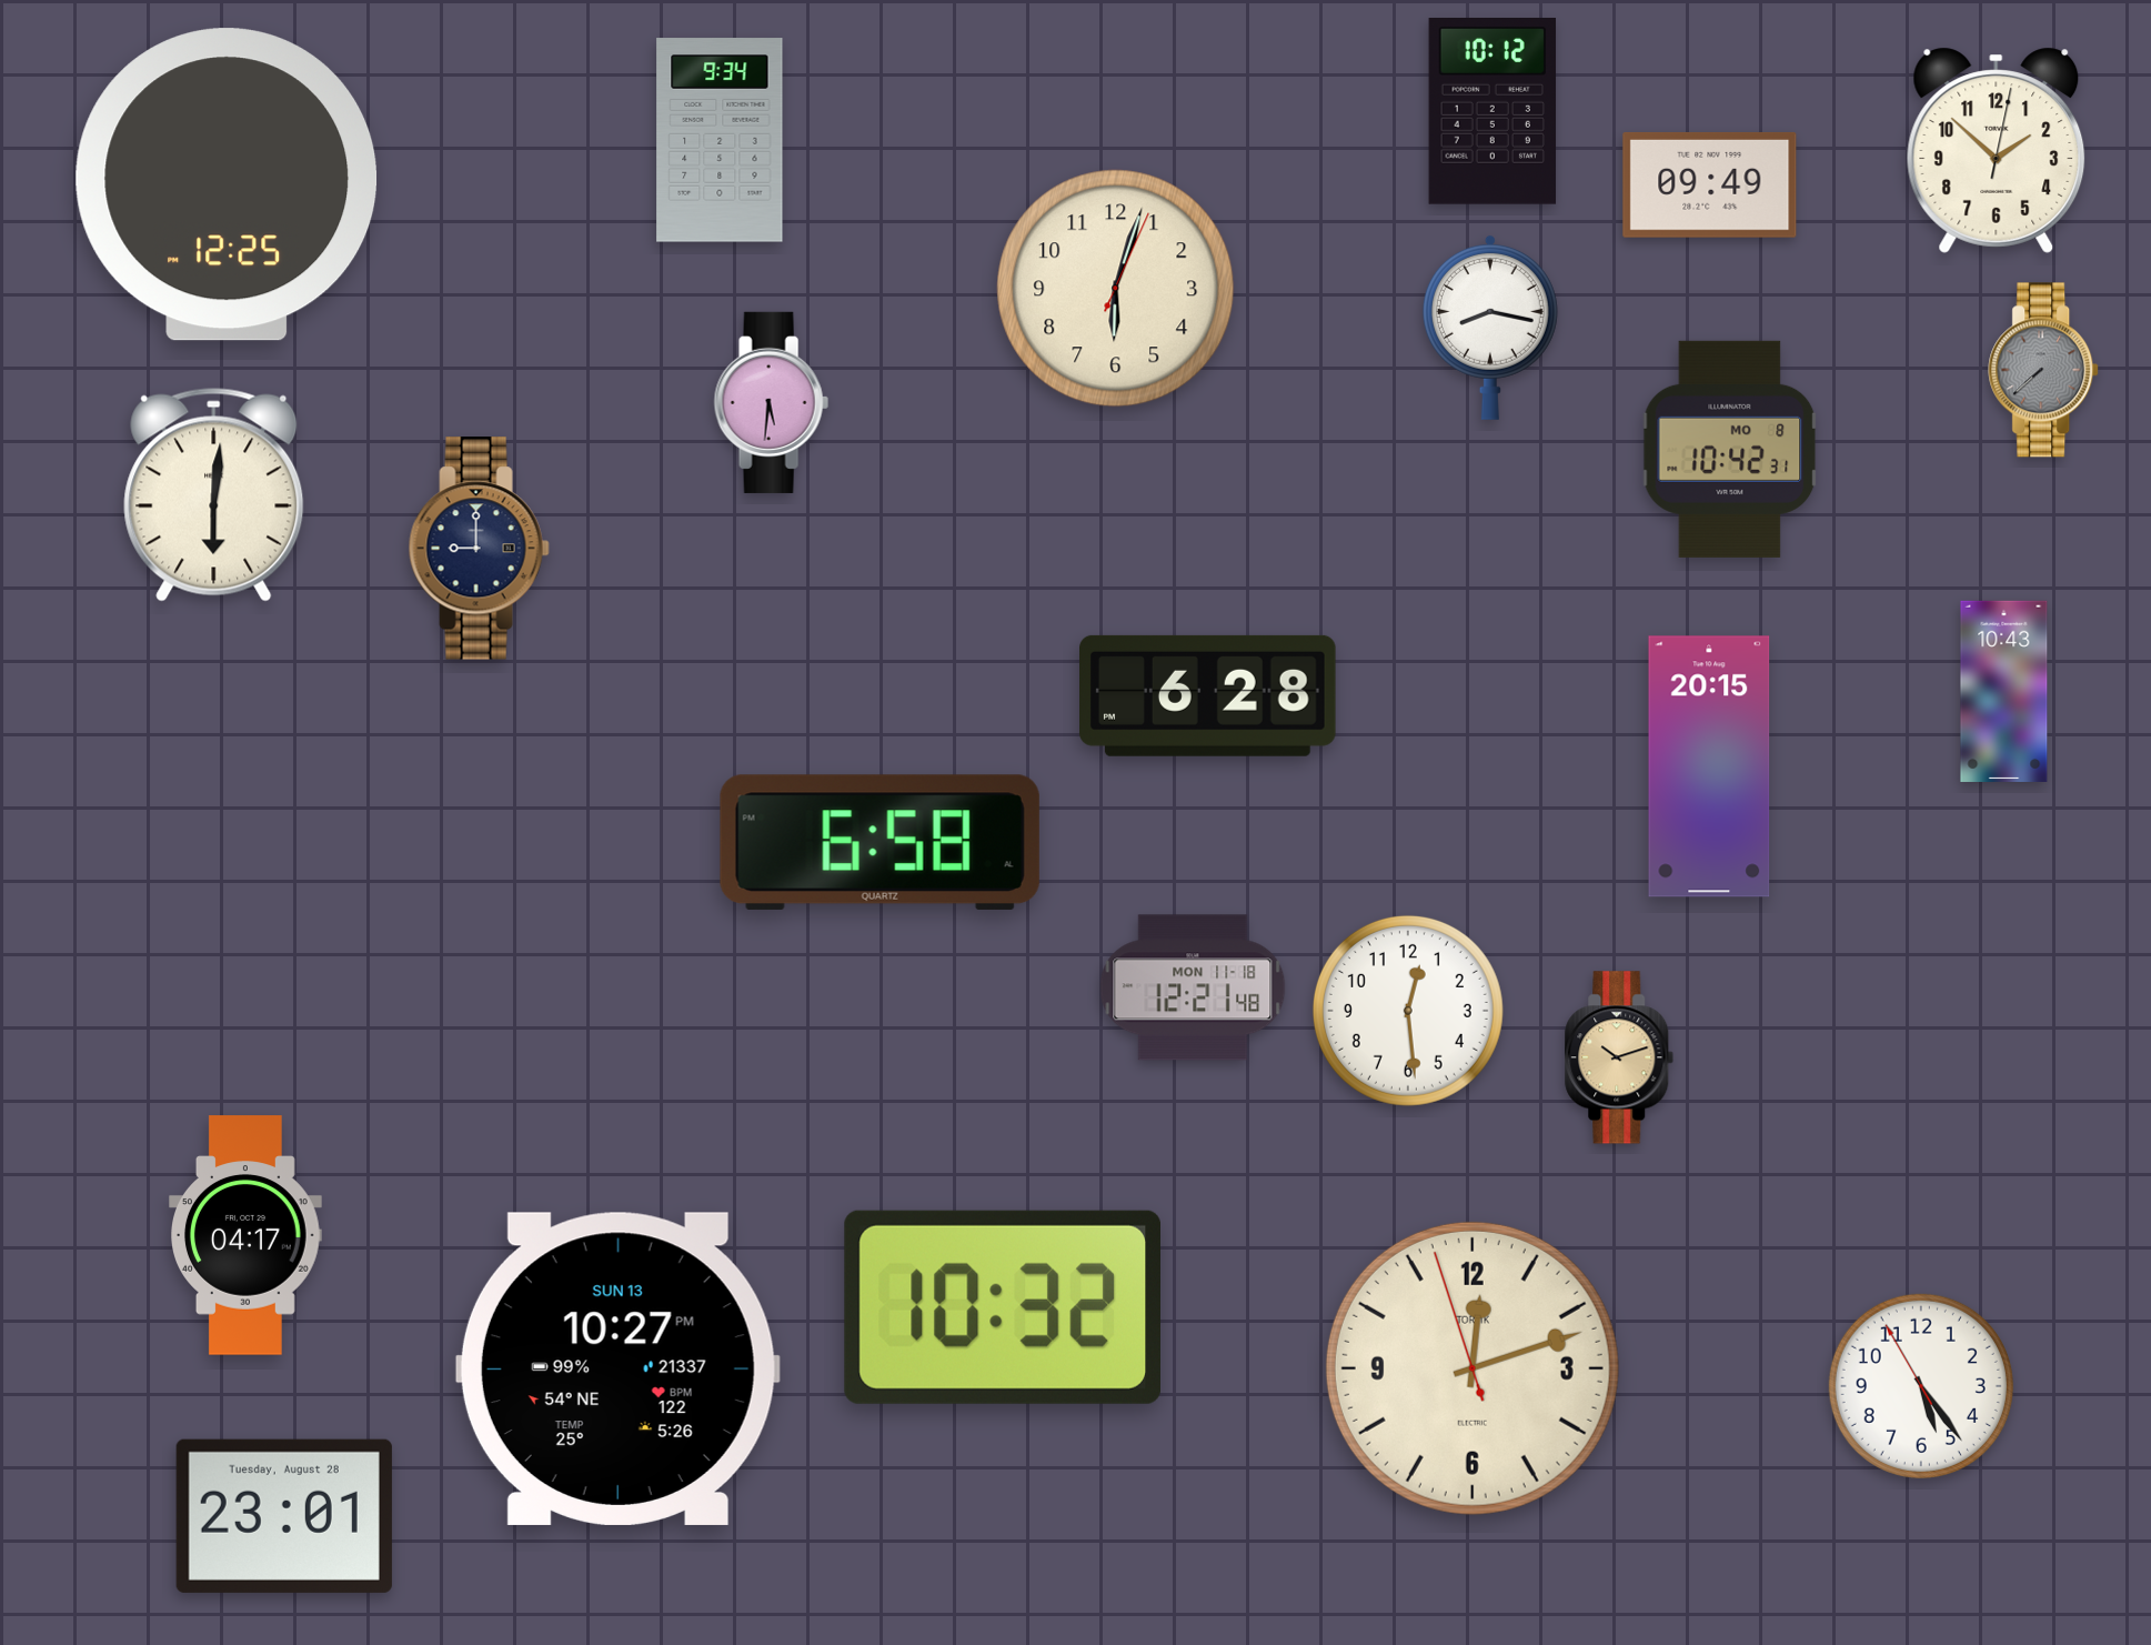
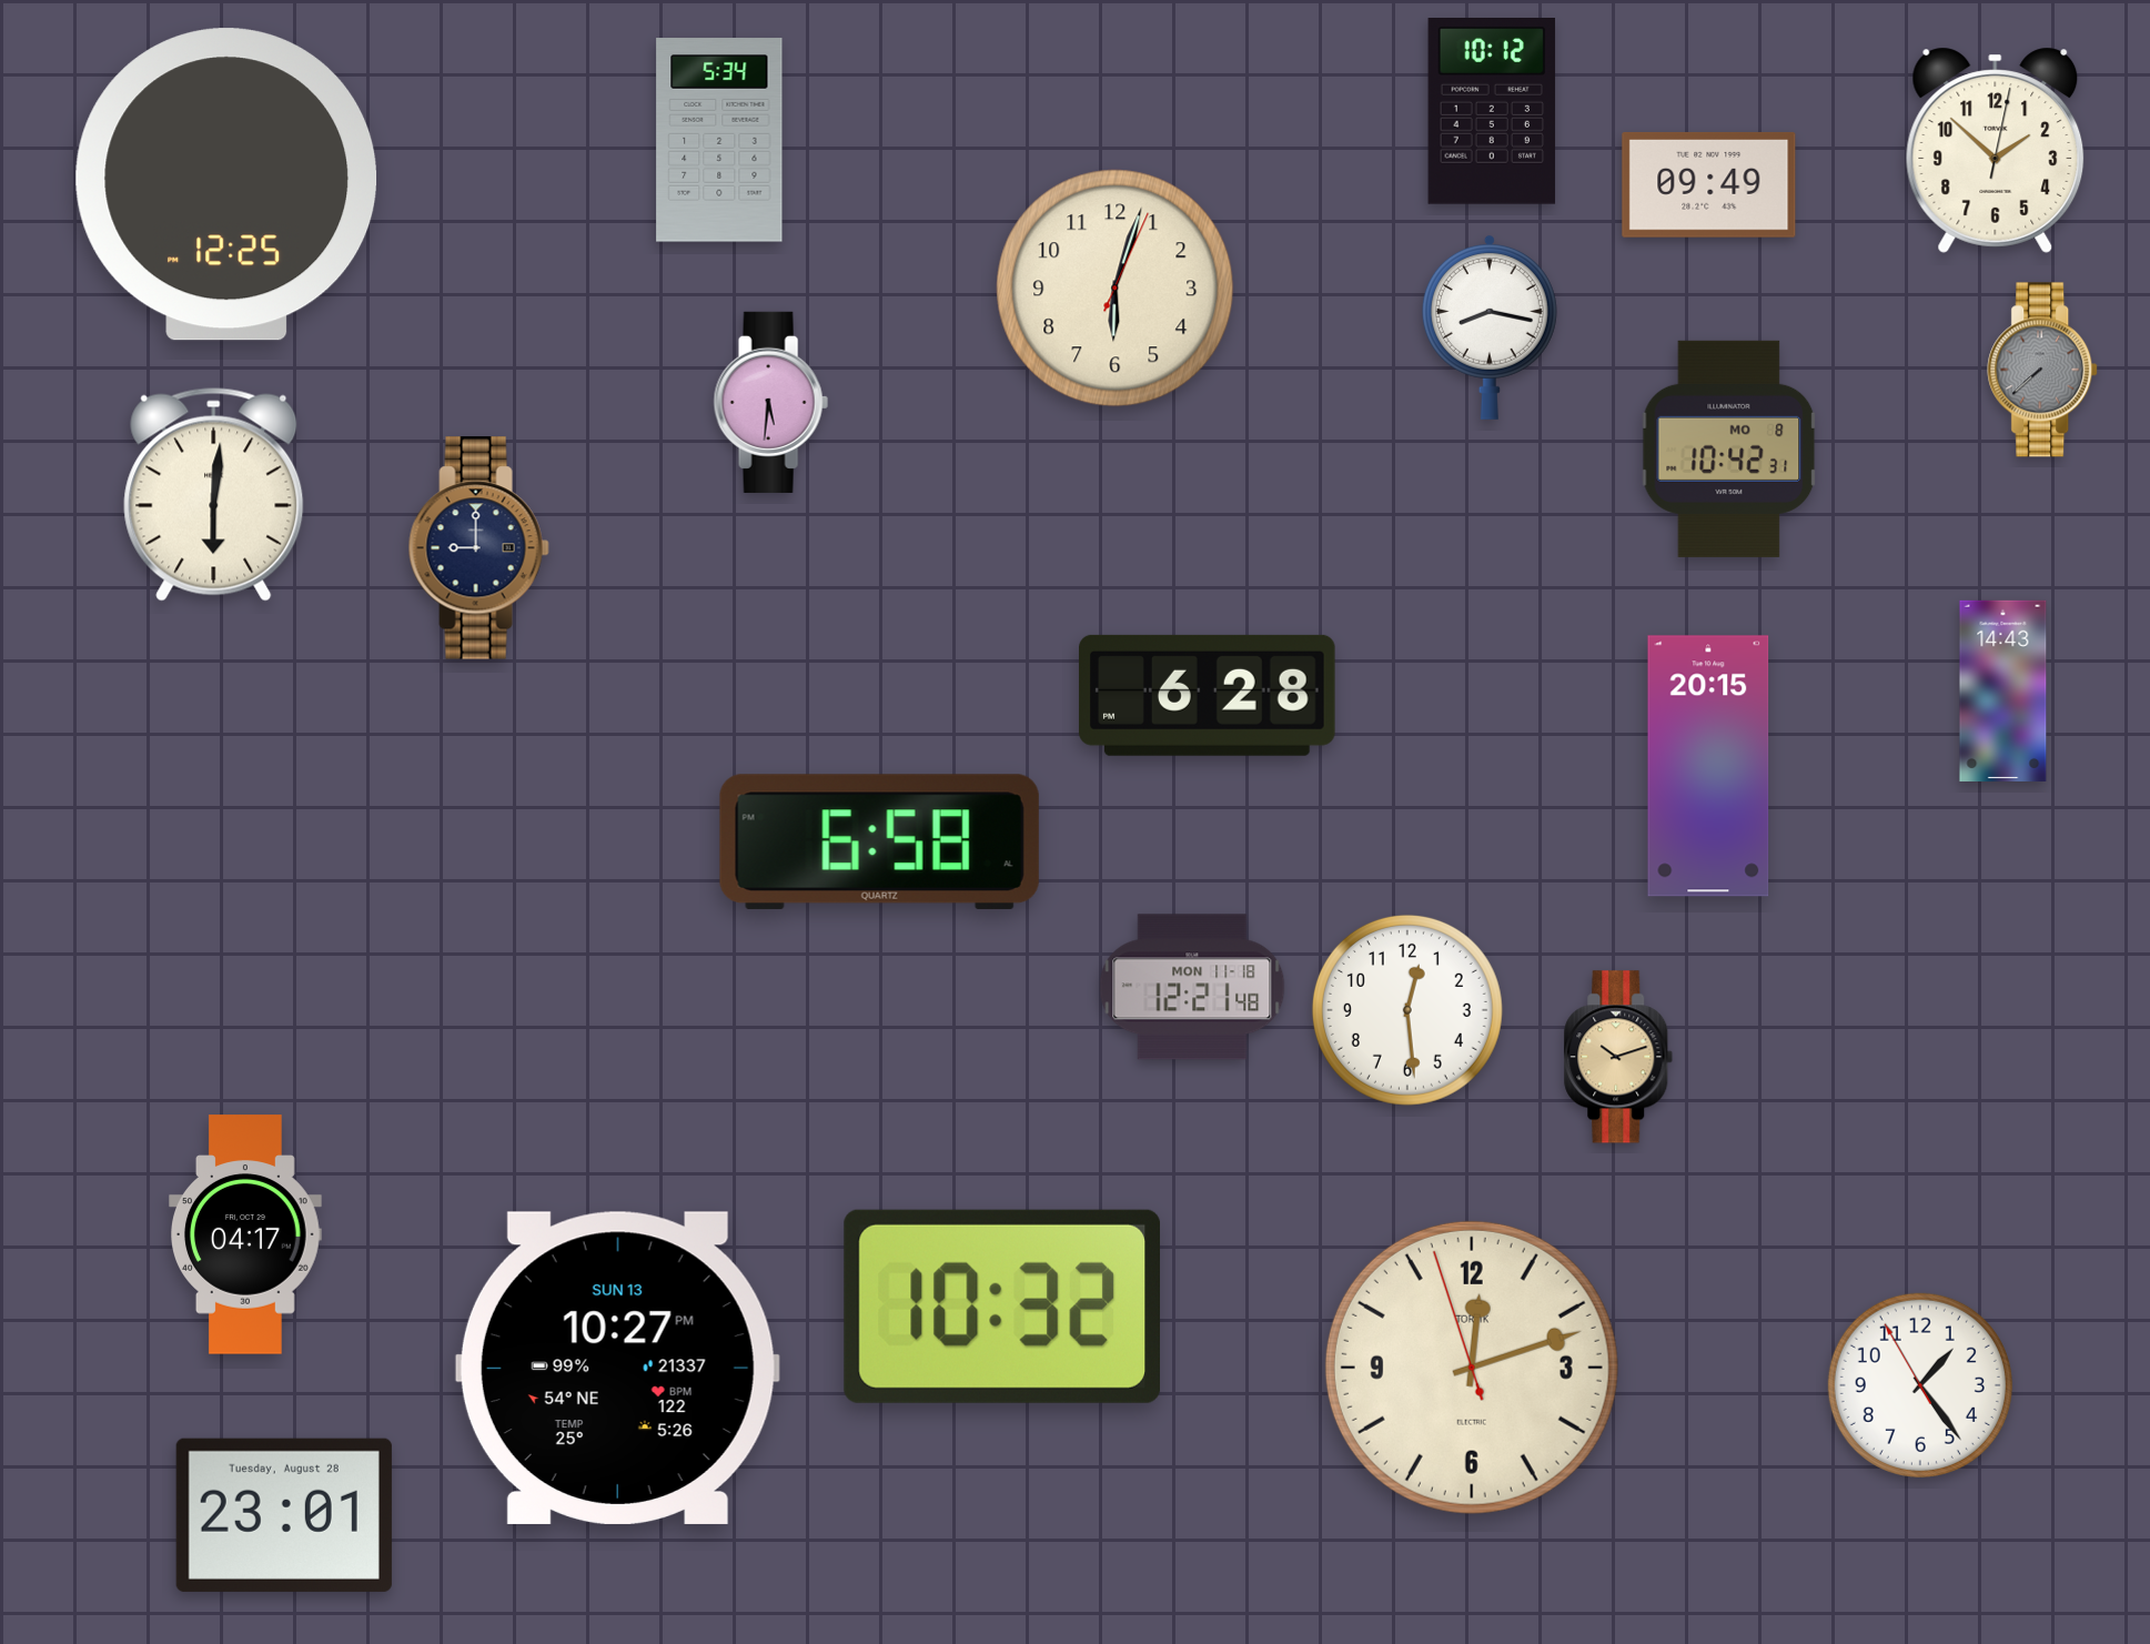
clock at (720, 140): 9:34 -> 5:34
clock at (2004, 691): 10:43 -> 14:43
clock at (1921, 1386): 5:23 -> 1:23
